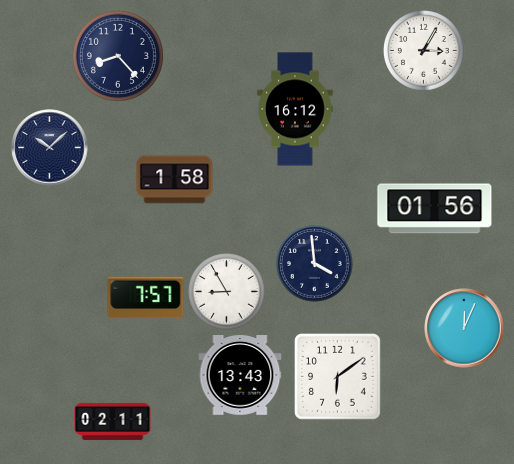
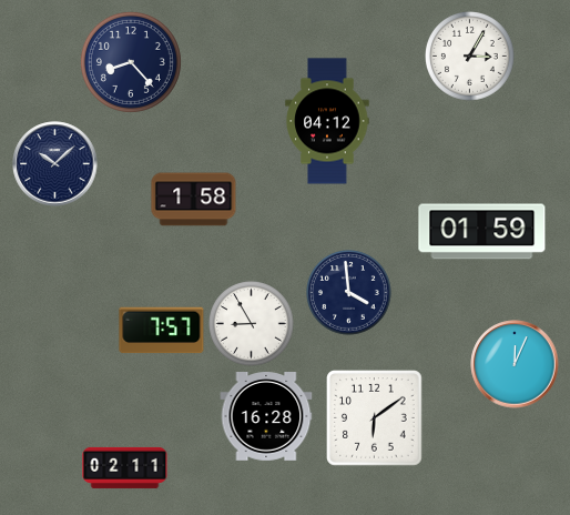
clock at (295, 109): 16:12 -> 04:12
clock at (435, 209): 01:56 -> 01:59
clock at (240, 376): 13:43 -> 16:28
